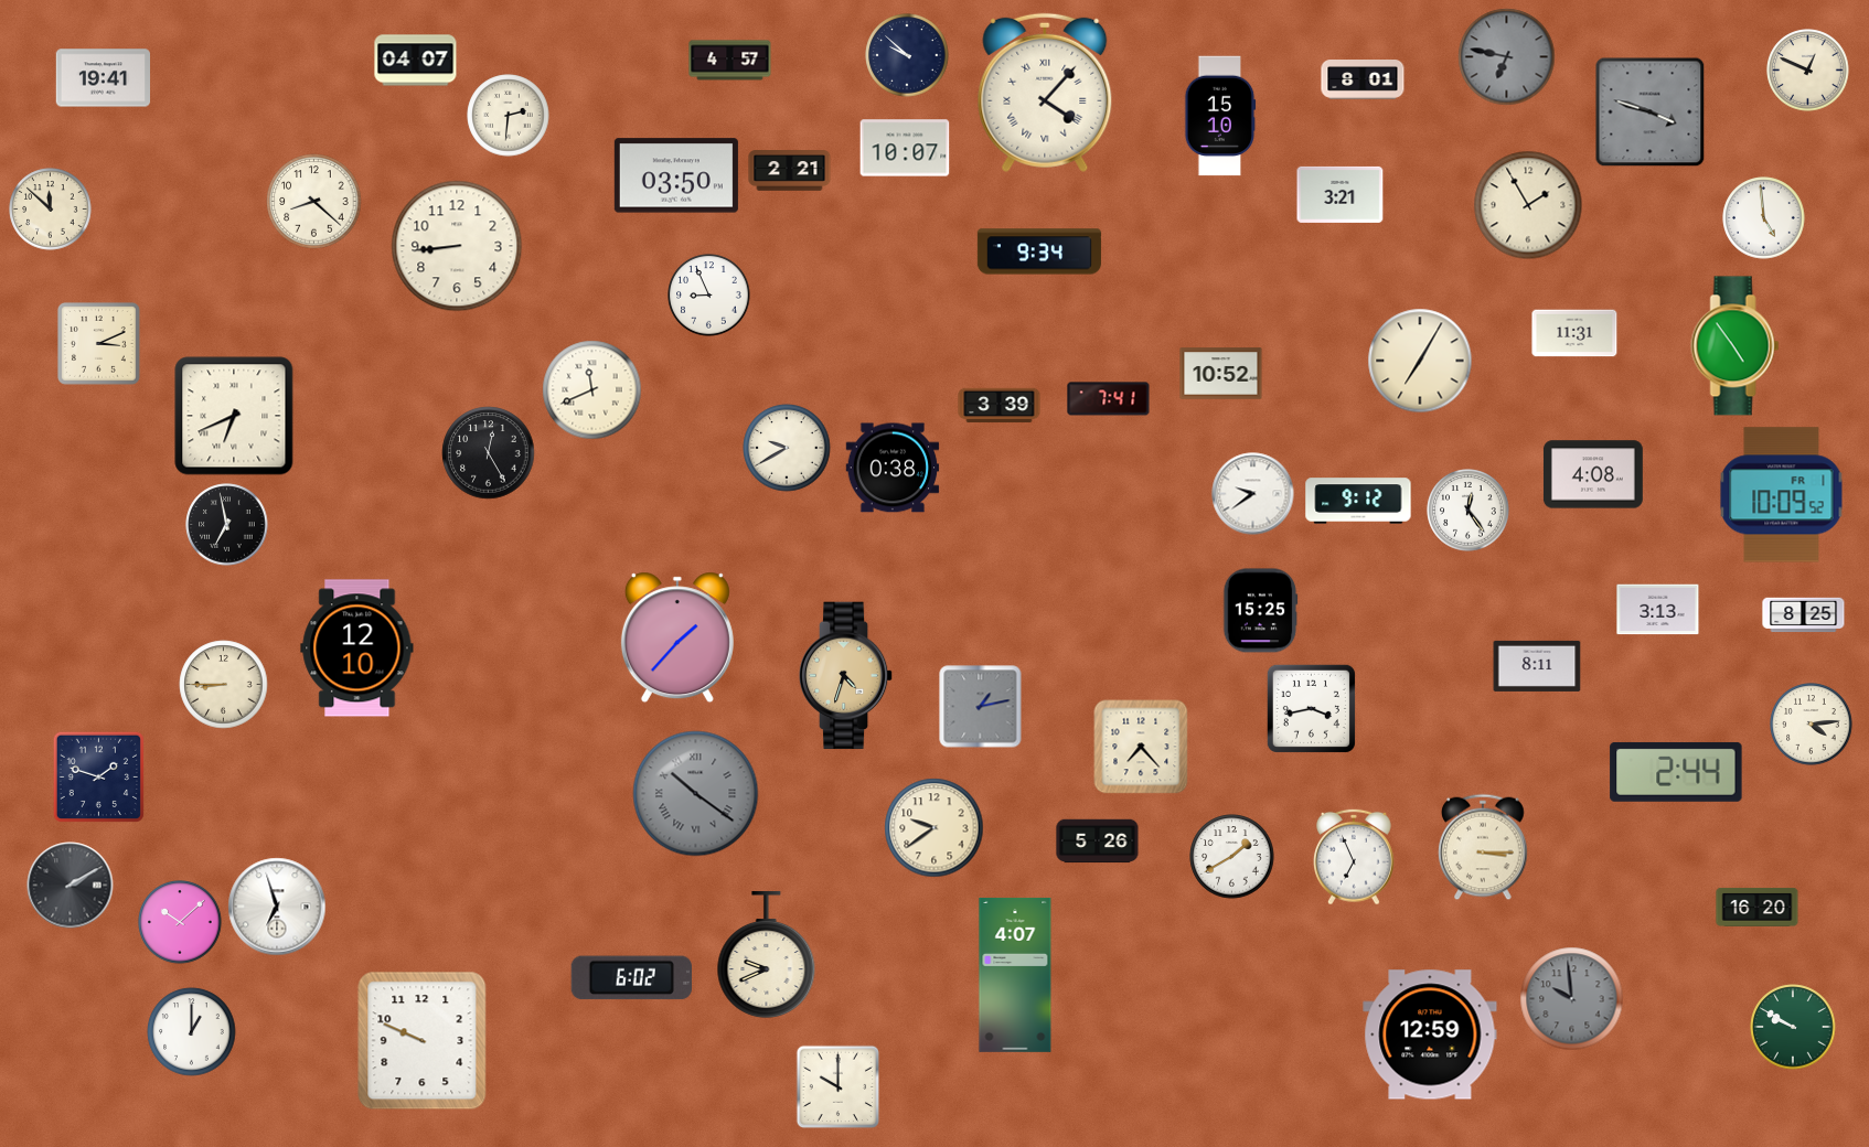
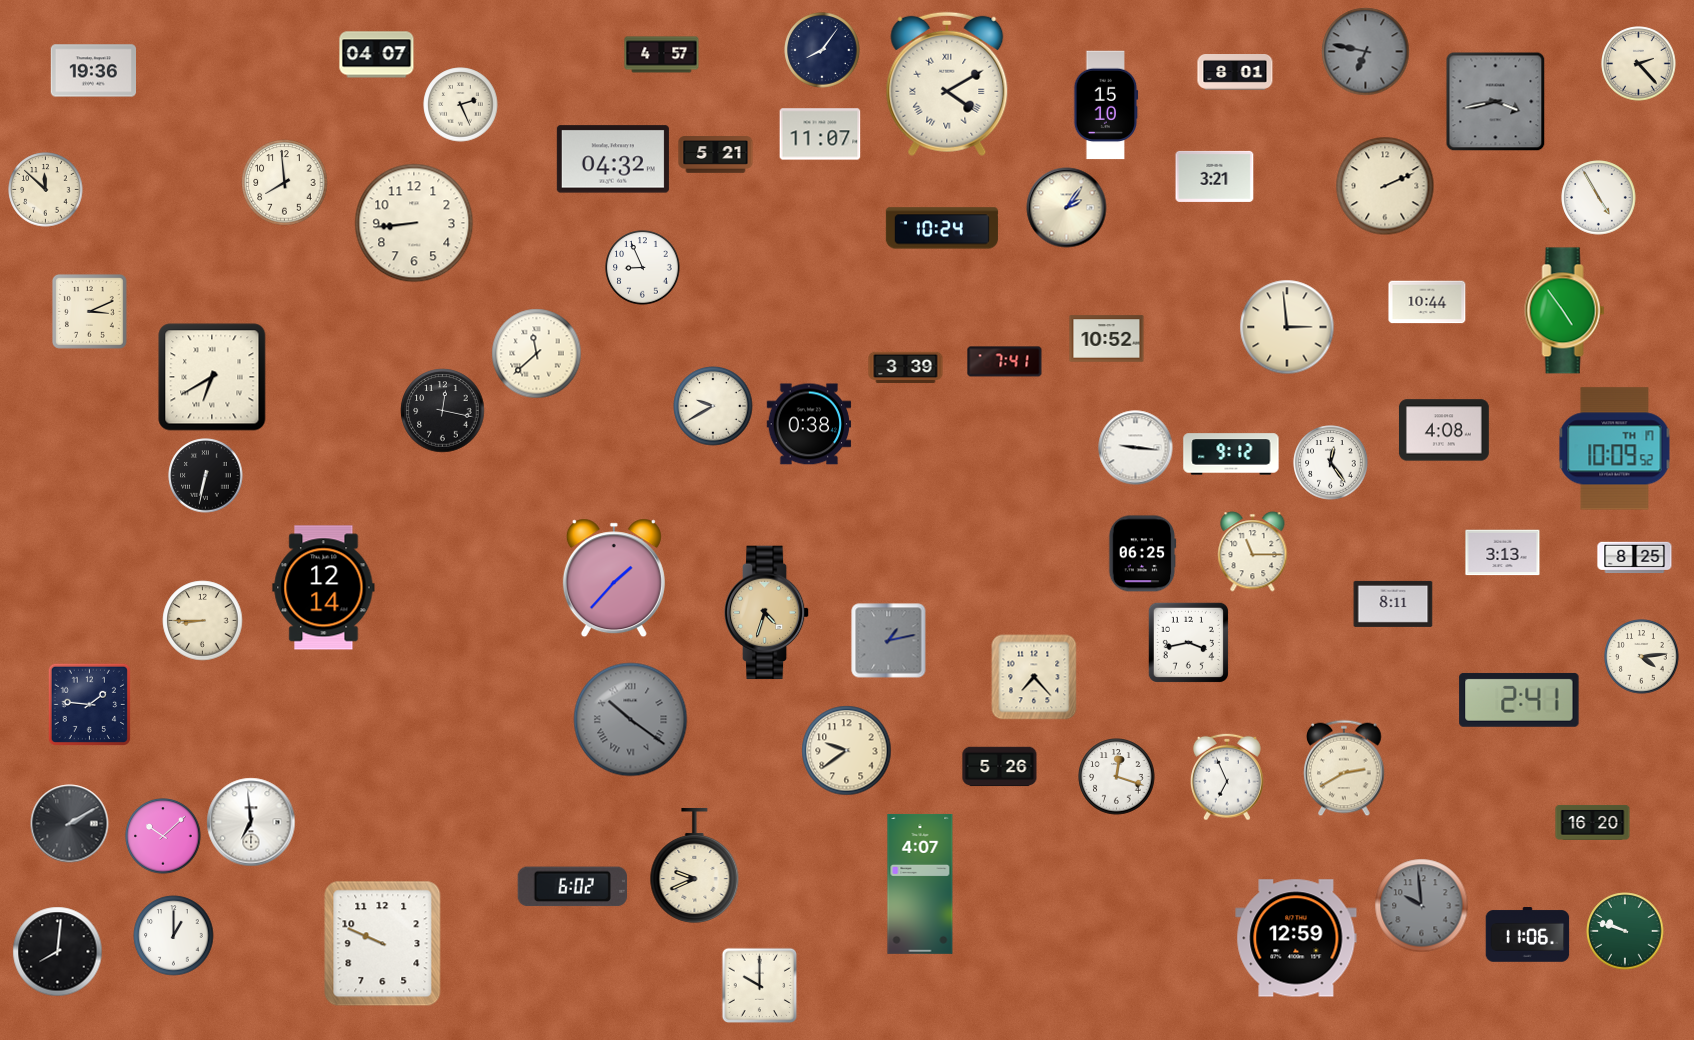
clock at (907, 55): 9:52 -> 8:06
clock at (1808, 71): 12:49 -> 2:23
clock at (103, 78): 19:41 -> 19:36
clock at (1045, 93): 4:07 -> 4:10
clock at (1651, 112): 3:48 -> 3:43
clock at (509, 116): 2:31 -> 2:26
clock at (905, 148): 10:07 -> 11:07
clock at (790, 171): 2:21 -> 5:21
clock at (676, 175): 03:50 -> 04:32
clock at (314, 202): 8:22 -> 7:59
clock at (1528, 205): 1:55 -> 2:11
clock at (1764, 218): 4:59 -> 4:55
clock at (1067, 208): none -> 2:06
clock at (1039, 251): 9:34 -> 10:24
clock at (1574, 333): 11:31 -> 10:44
clock at (1735, 346) position: (1735, 346) -> (1565, 311)
clock at (1420, 361): 7:05 -> 2:59
clock at (592, 390): 11:41 -> 11:38
clock at (234, 416): 6:41 -> 6:40
clock at (489, 453): 12:25 -> 12:17
clock at (1253, 494): 9:39 -> 9:16
clock at (1782, 495) date: FR 1 -> TH 17
clock at (227, 525): 6:58 -> 6:32
clock at (1253, 552): none -> 11:15
clock at (1260, 611): 15:25 -> 06:25
clock at (357, 648): 12:10 -> 12:14
clock at (1676, 772): 2:44 -> 2:41
clock at (98, 776): 1:48 -> 1:46
clock at (1098, 842) position: (1098, 842) -> (1000, 767)
clock at (1483, 847): 3:15 -> 2:40
clock at (1232, 857): 1:40 -> 12:18
clock at (71, 886) position: (71, 886) -> (70, 824)
clock at (277, 907): 6:57 -> 6:59
clock at (1572, 999) position: (1572, 999) -> (1422, 906)
clock at (1793, 1027): 9:50 -> 9:48
clock at (1528, 935): none -> 11:06
clock at (58, 952): none -> 8:01
